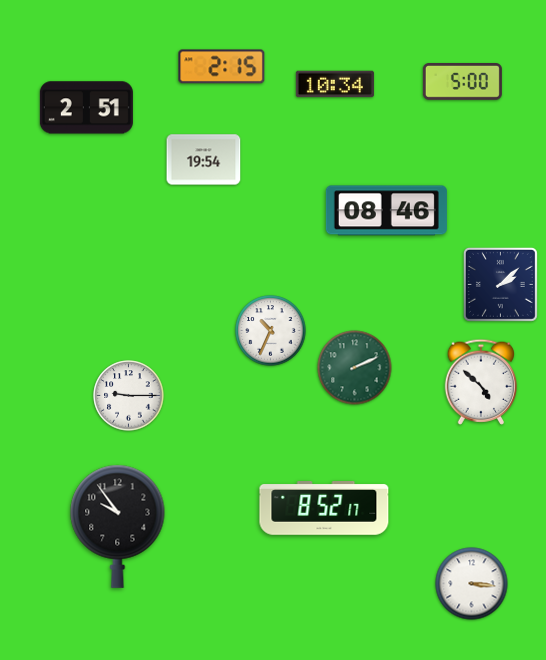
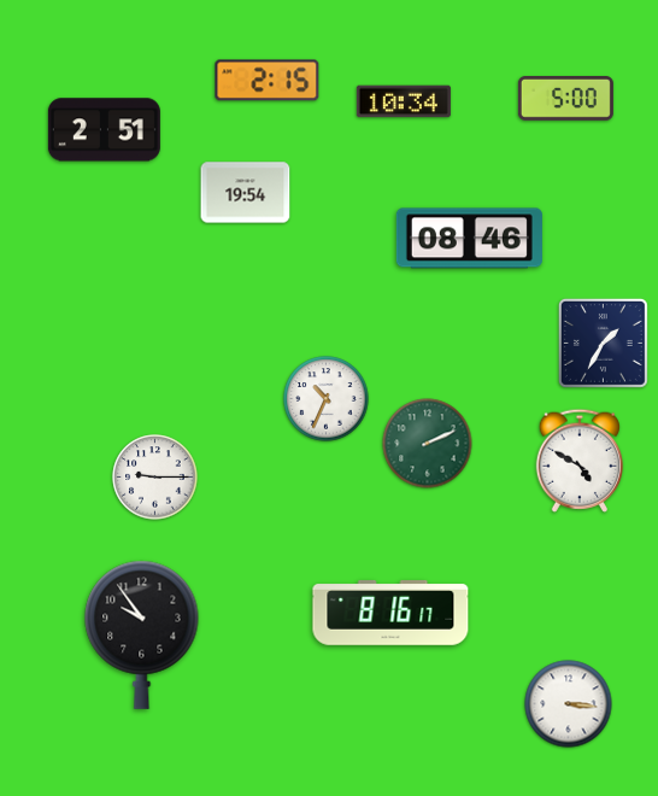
clock at (462, 82) position: (462, 82) -> (565, 99)
clock at (386, 211) position: (386, 211) -> (469, 239)
clock at (500, 284): 2:08 -> 1:35
clock at (481, 382): 4:52 -> 4:50
clock at (324, 509): 8:52 -> 8:16
